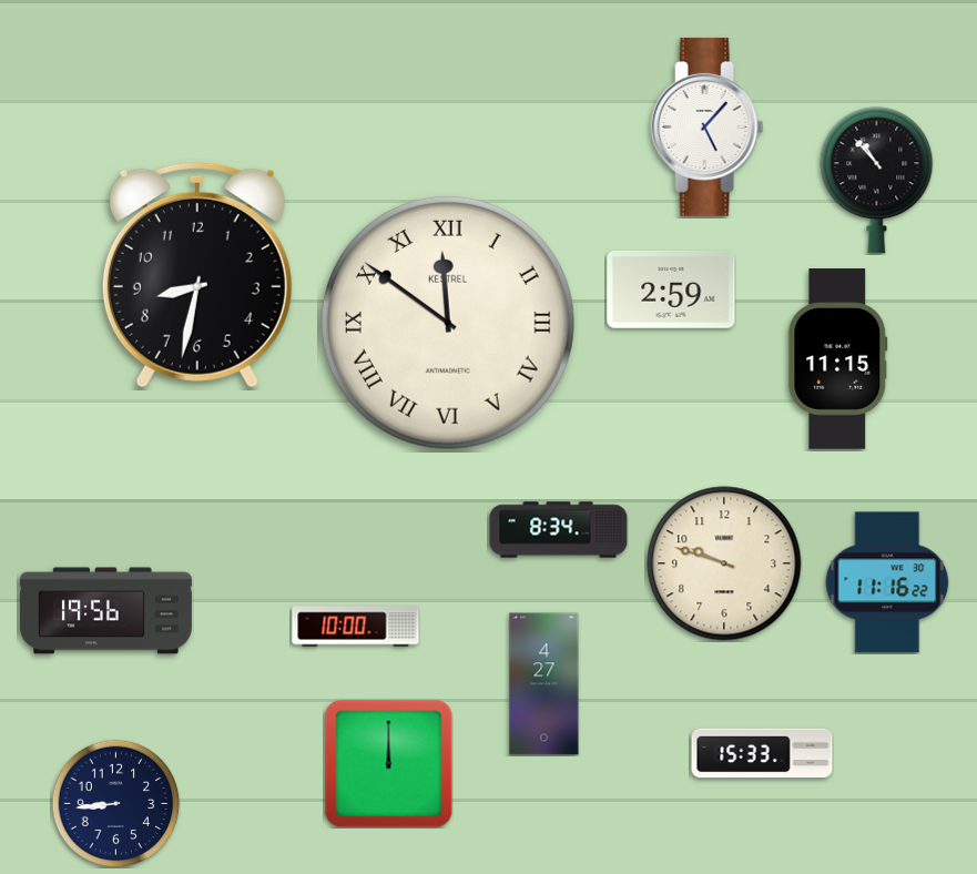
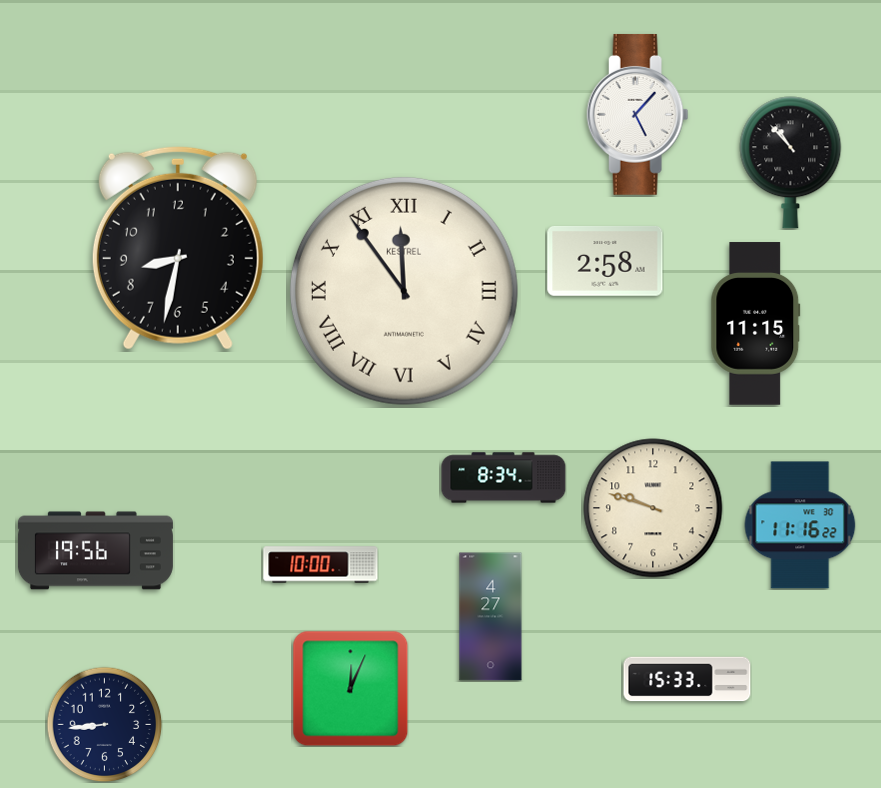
clock at (671, 289): 2:59 -> 2:58
clock at (448, 323): 11:51 -> 11:54
clock at (388, 763): 12:00 -> 12:04
